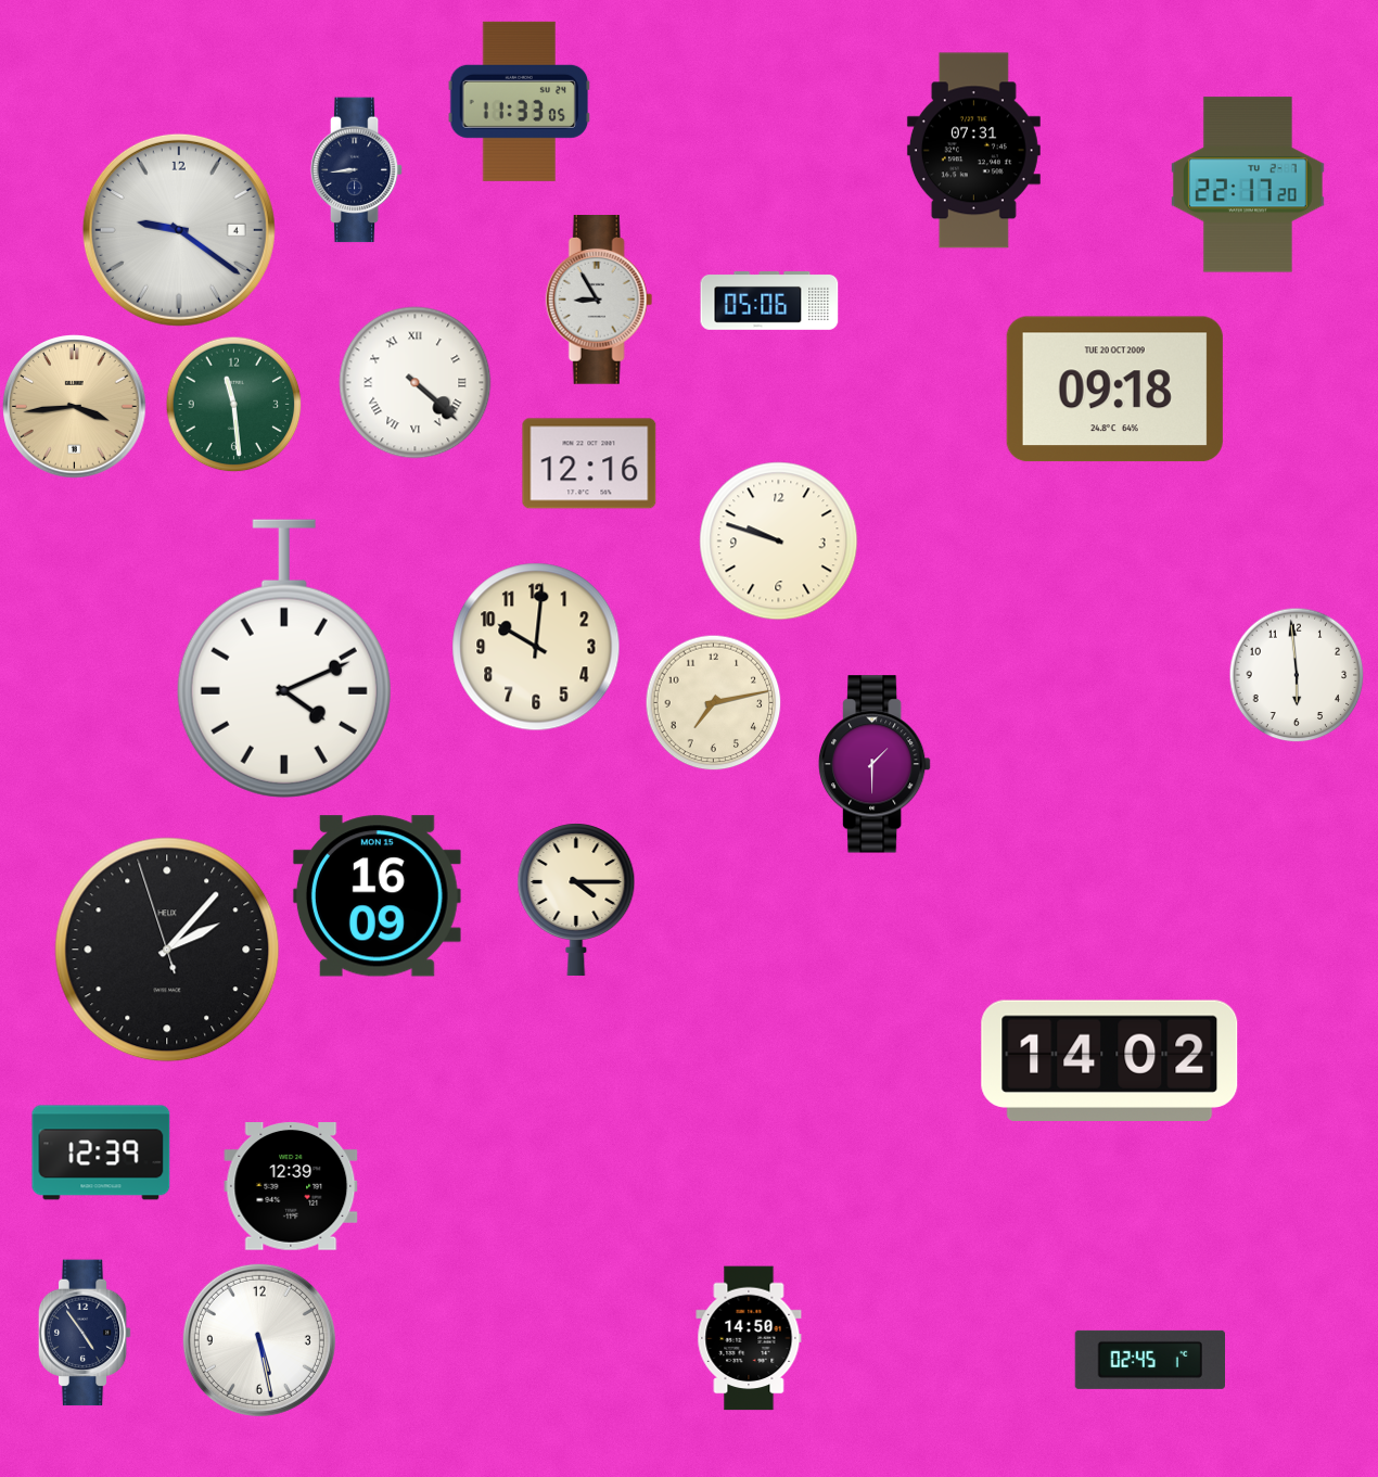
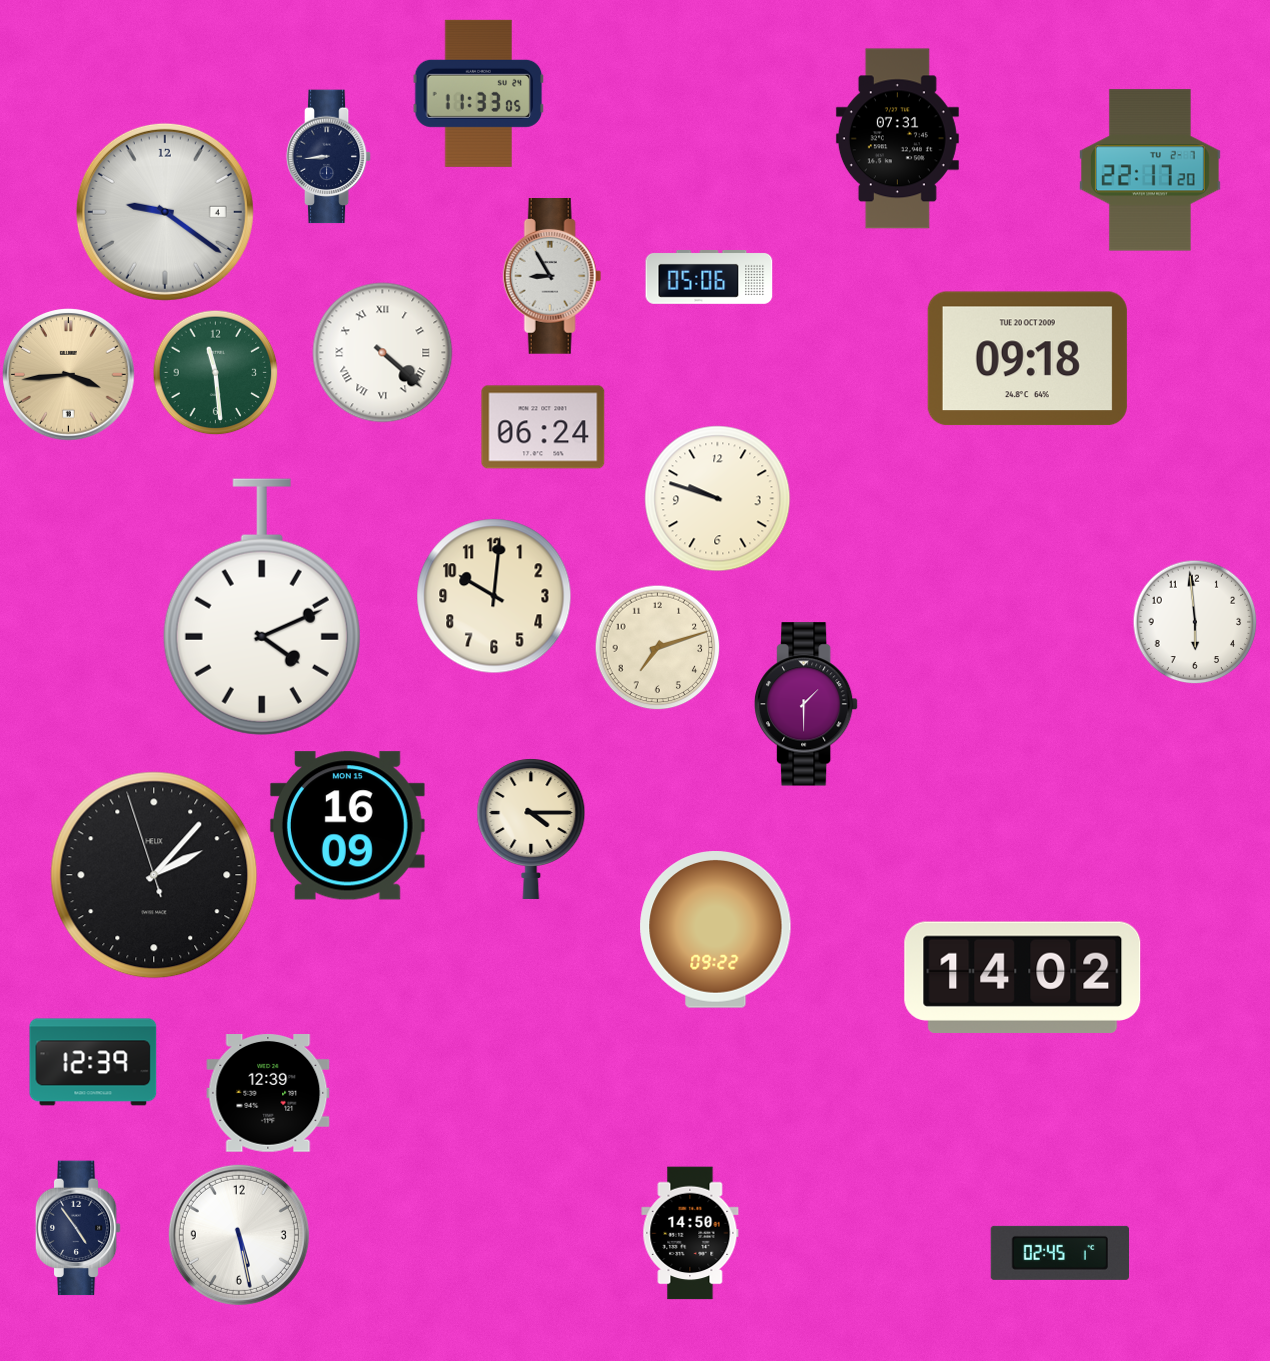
clock at (589, 463): 12:16 -> 06:24
clock at (713, 702): 7:13 -> 7:12
clock at (716, 930): none -> 09:22
